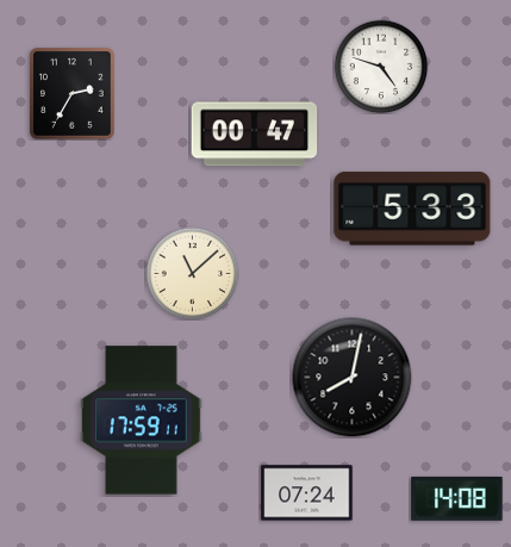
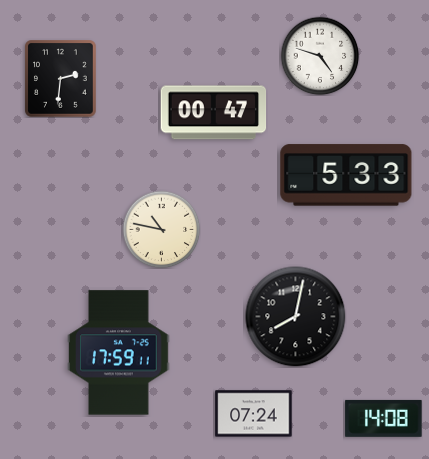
clock at (73, 94): 2:35 -> 2:31
clock at (192, 273): 11:08 -> 10:47
clock at (307, 493) position: (307, 493) -> (254, 414)
